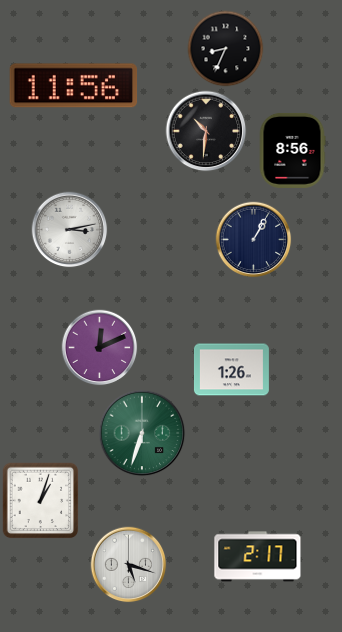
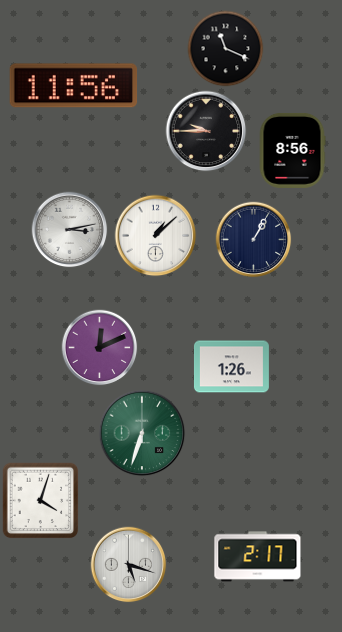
clock at (226, 49): 8:34 -> 11:19
clock at (206, 131): 10:31 -> 9:45
clock at (156, 236): none -> 1:08
clock at (231, 370) position: (231, 370) -> (231, 367)
clock at (41, 501): 1:03 -> 4:03
